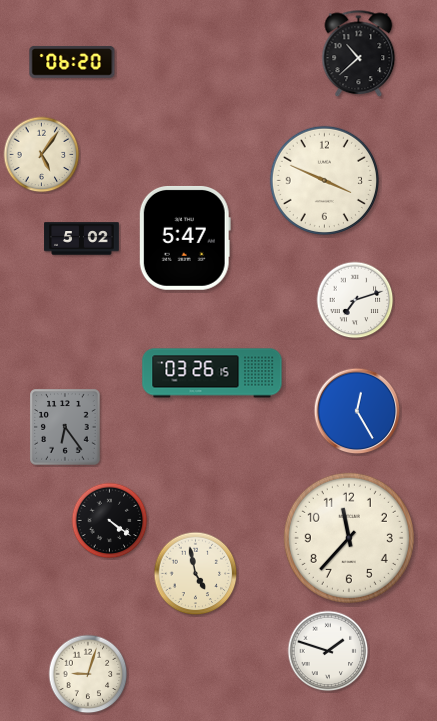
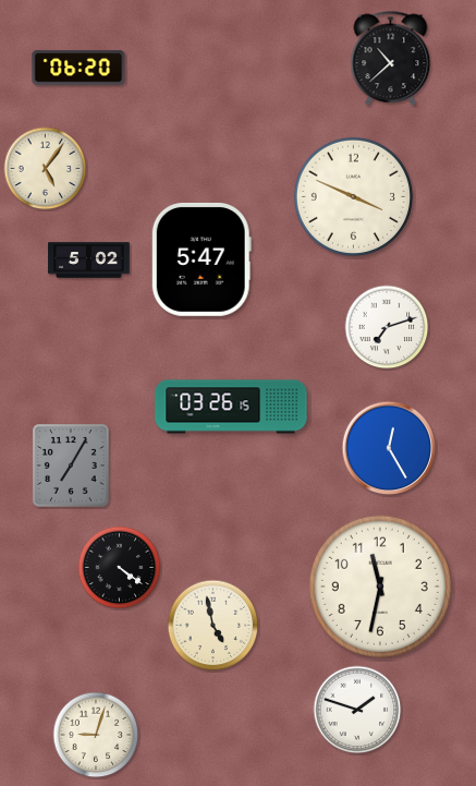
clock at (65, 427): 6:24 -> 7:05
clock at (349, 538): 11:37 -> 11:32
